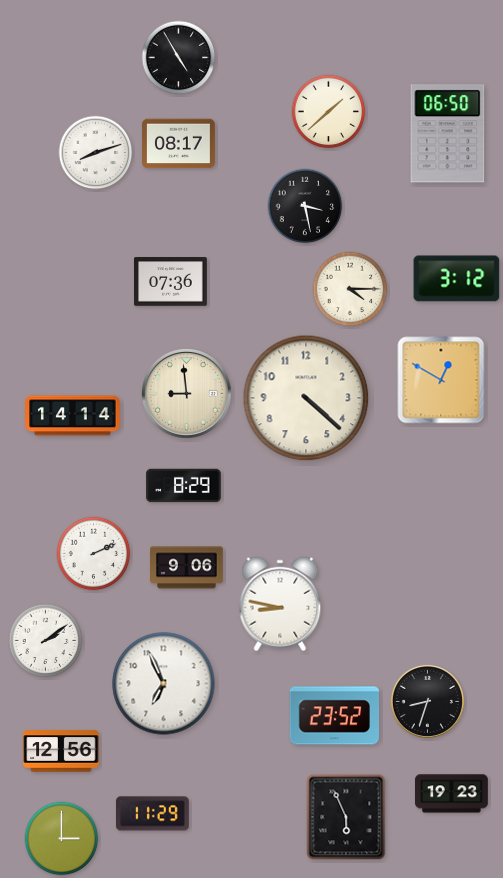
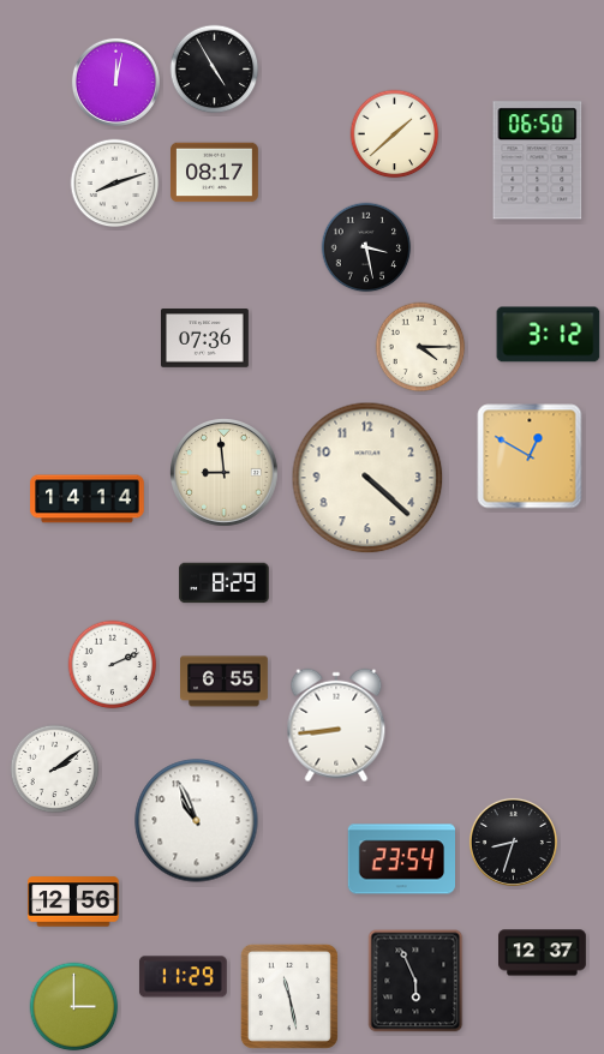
clock at (115, 82): none -> 12:02
clock at (184, 486) position: (184, 486) -> (225, 583)
clock at (187, 568): 9:06 -> 6:55
clock at (280, 604): 8:47 -> 8:44
clock at (164, 684): 6:56 -> 10:56
clock at (334, 716): 23:52 -> 23:54
clock at (452, 794): 19:23 -> 12:37
clock at (289, 996): none -> 11:28
